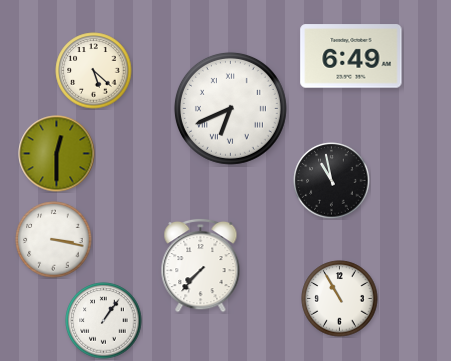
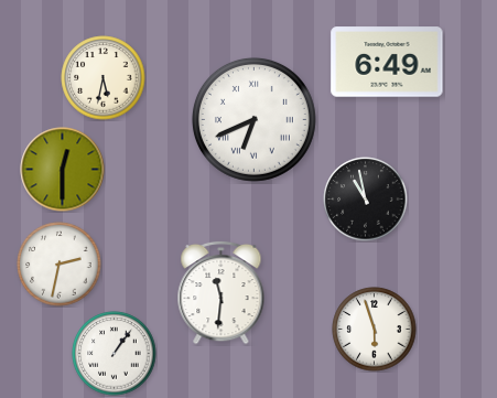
clock at (94, 71): 5:22 -> 5:32
clock at (54, 240): 3:17 -> 2:32
clock at (201, 265): 7:37 -> 11:31
clock at (340, 299): 10:55 -> 5:57
